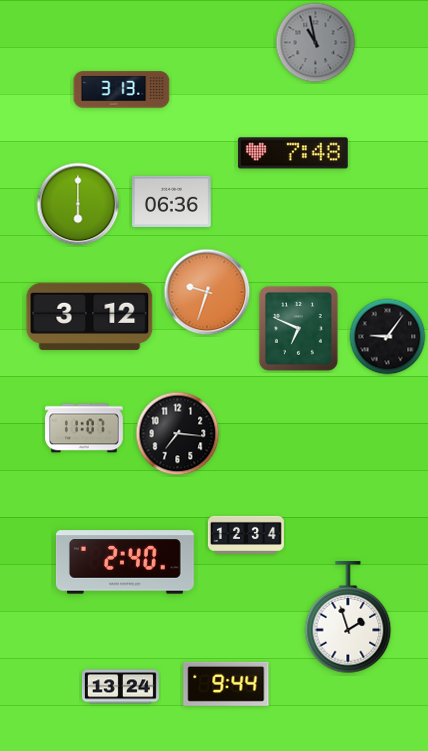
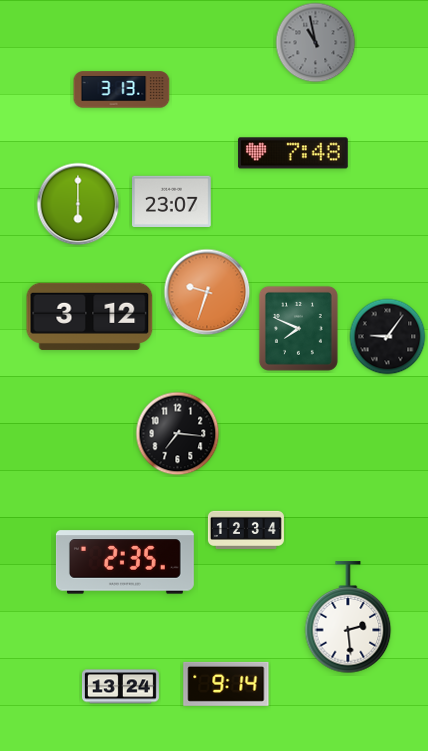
clock at (172, 201): 06:36 -> 23:07
clock at (298, 328): 6:49 -> 7:49
clock at (85, 428): 11:07 -> none
clock at (246, 535) position: (246, 535) -> (246, 530)
clock at (125, 562): 2:40 -> 2:35
clock at (348, 618): 1:57 -> 2:29
clock at (226, 684): 9:44 -> 9:14
